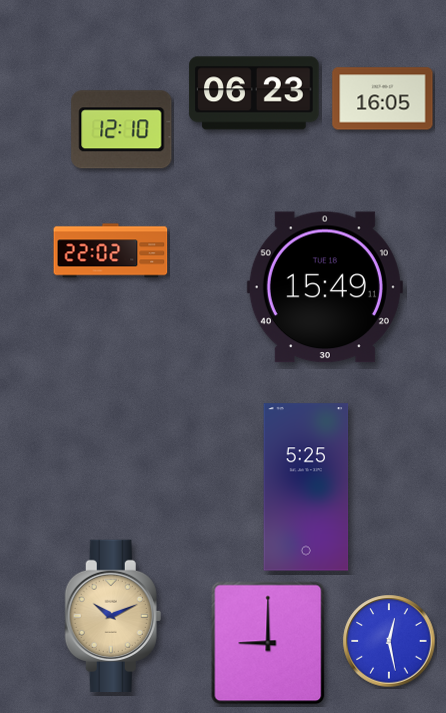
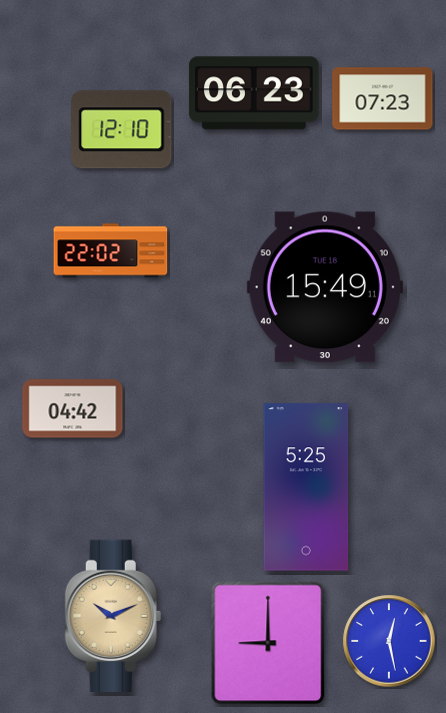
clock at (383, 99): 16:05 -> 07:23
clock at (73, 409): none -> 04:42
